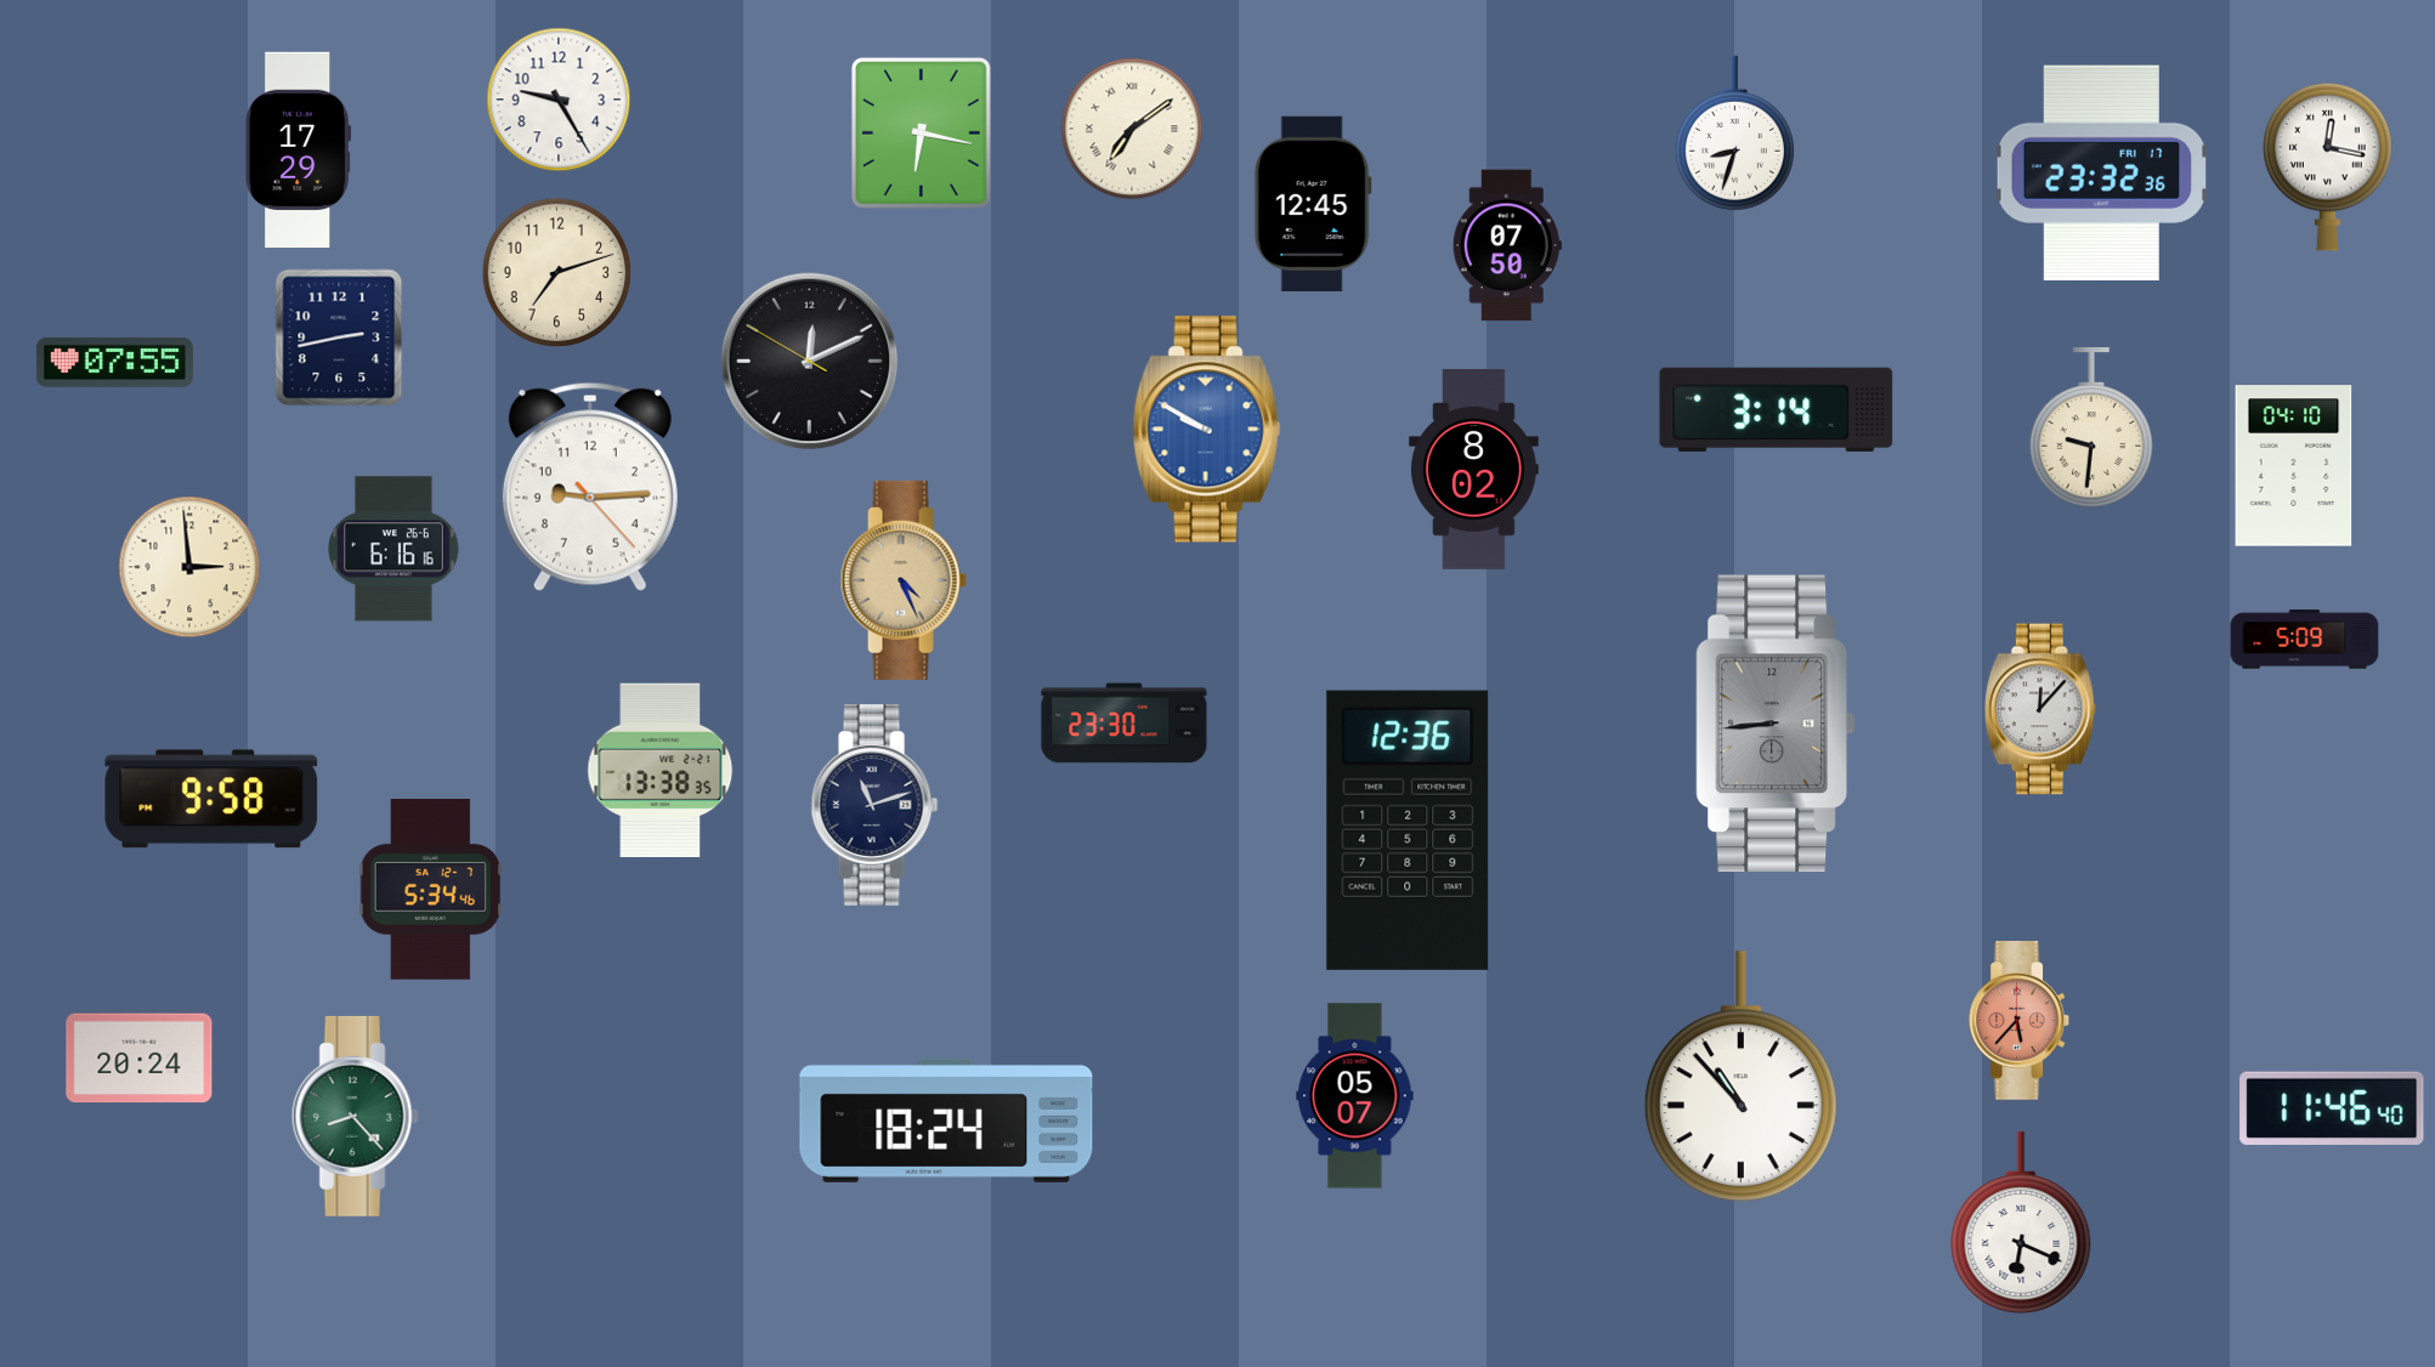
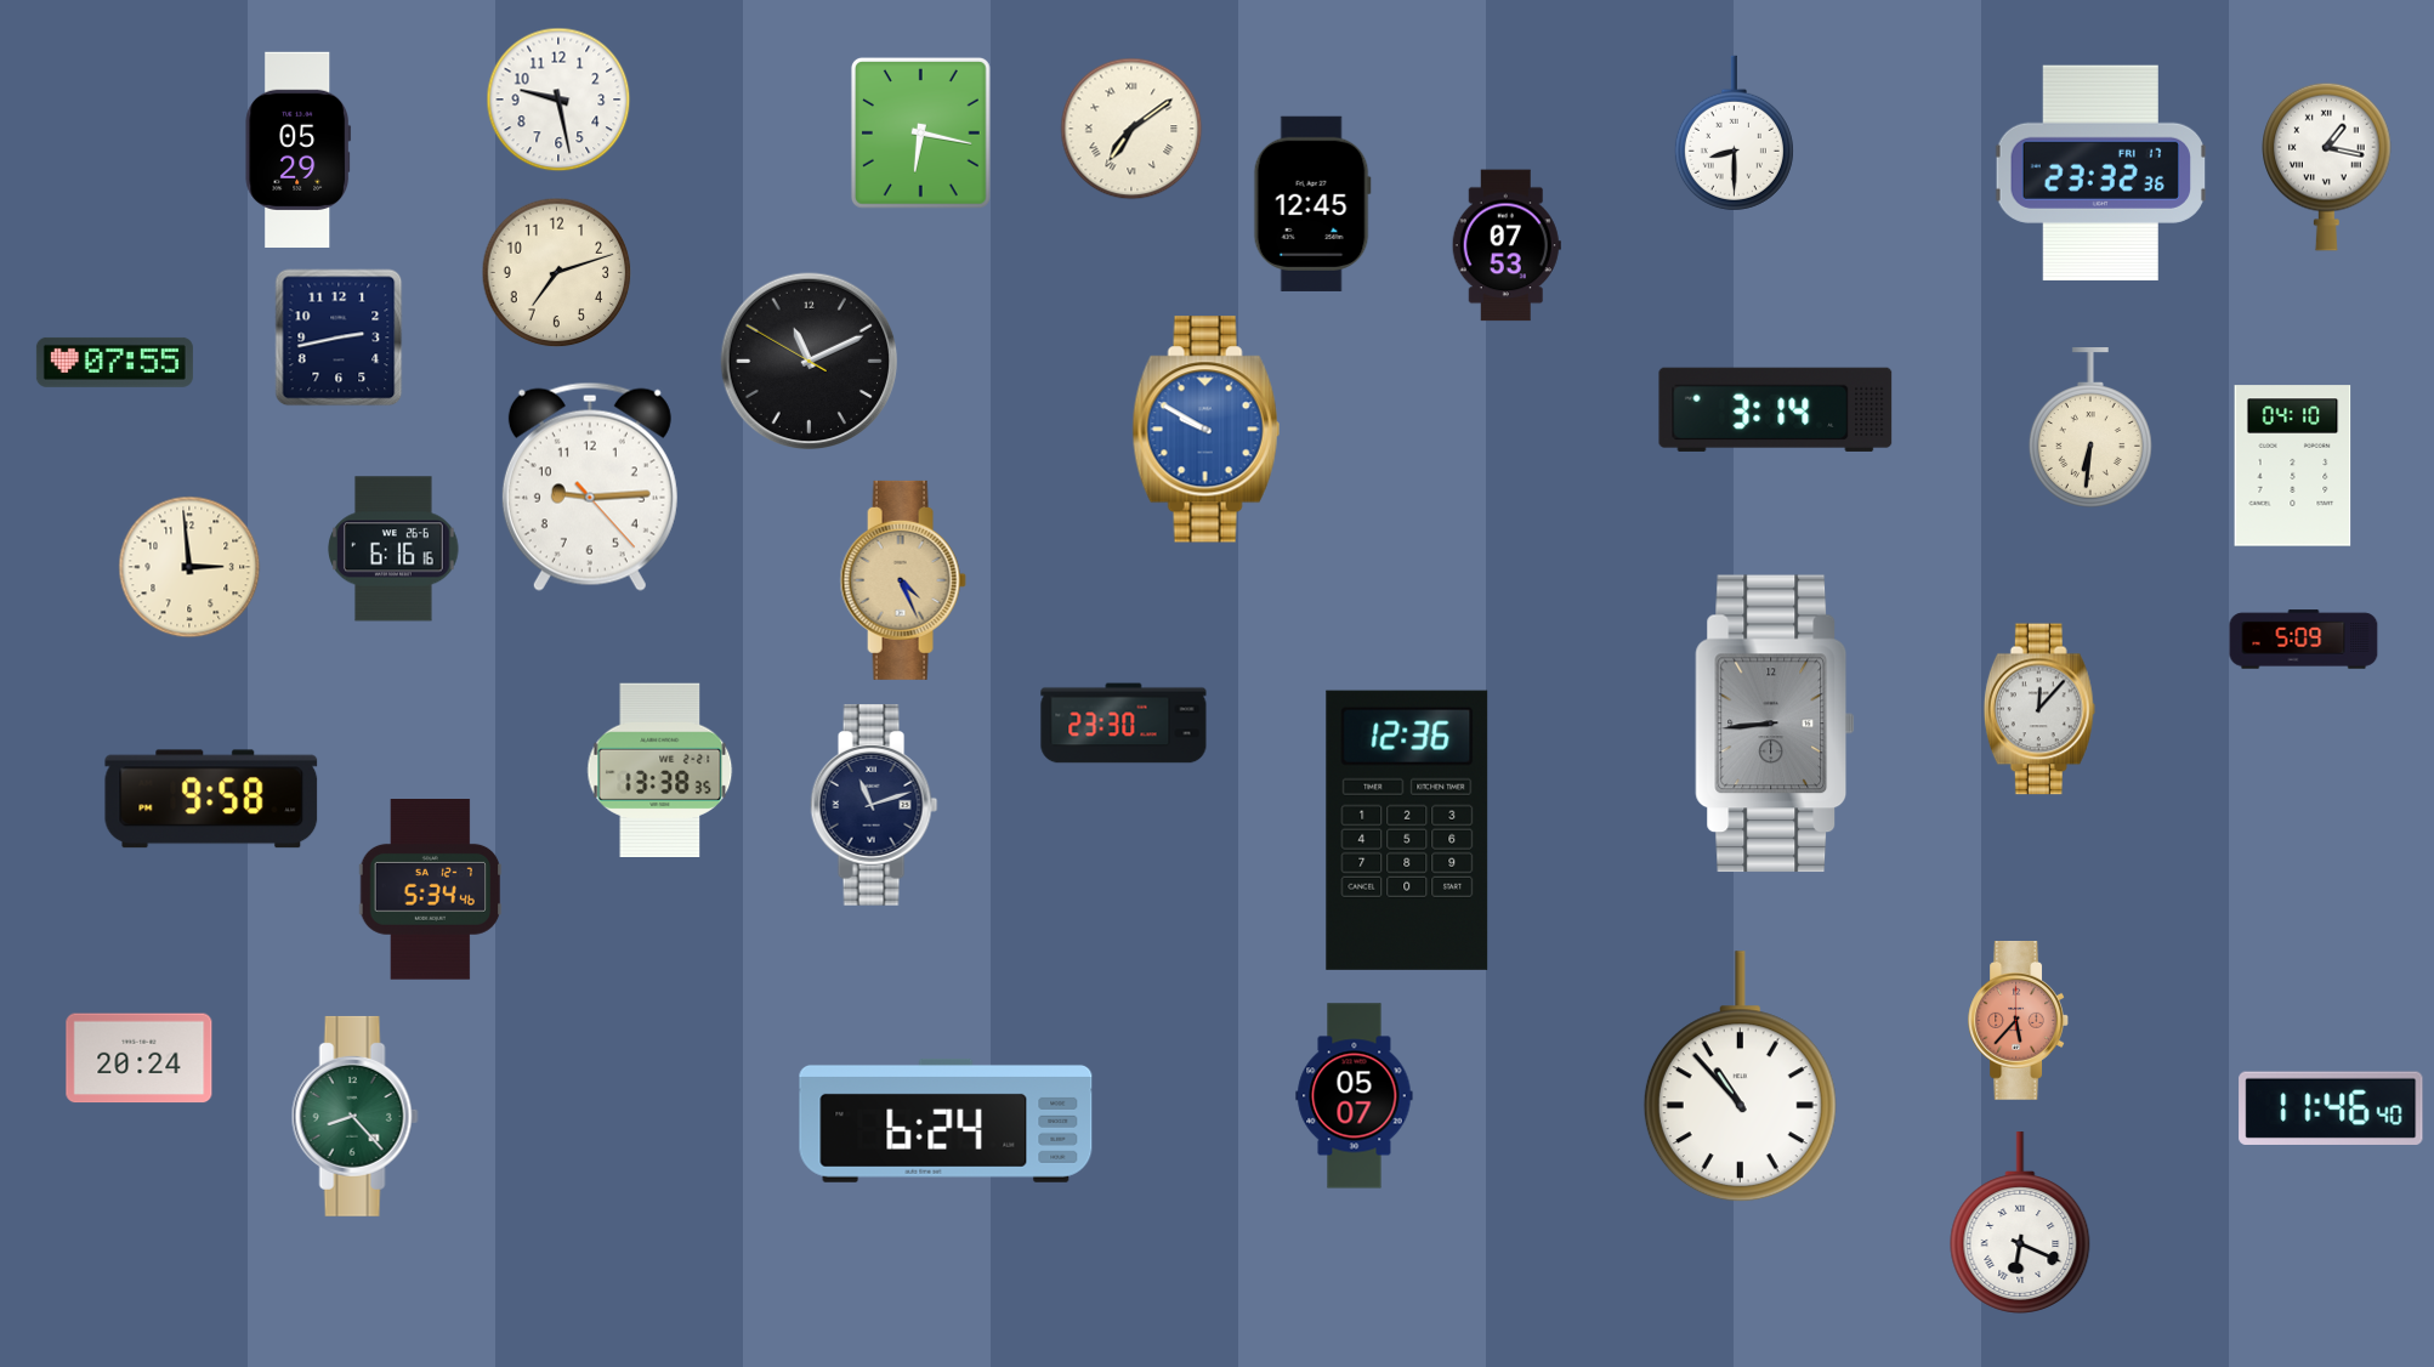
clock at (559, 100): 9:25 -> 9:28
clock at (1734, 134): 8:33 -> 8:30
clock at (299, 149): 17:29 -> 05:29
clock at (2328, 166): 12:17 -> 1:17
clock at (1507, 245): 07:50 -> 07:53
clock at (810, 362): 12:10 -> 11:10
clock at (2091, 427): 9:31 -> 6:31
clock at (1473, 469): 8:02 -> none
clock at (946, 1121): 18:24 -> 6:24
